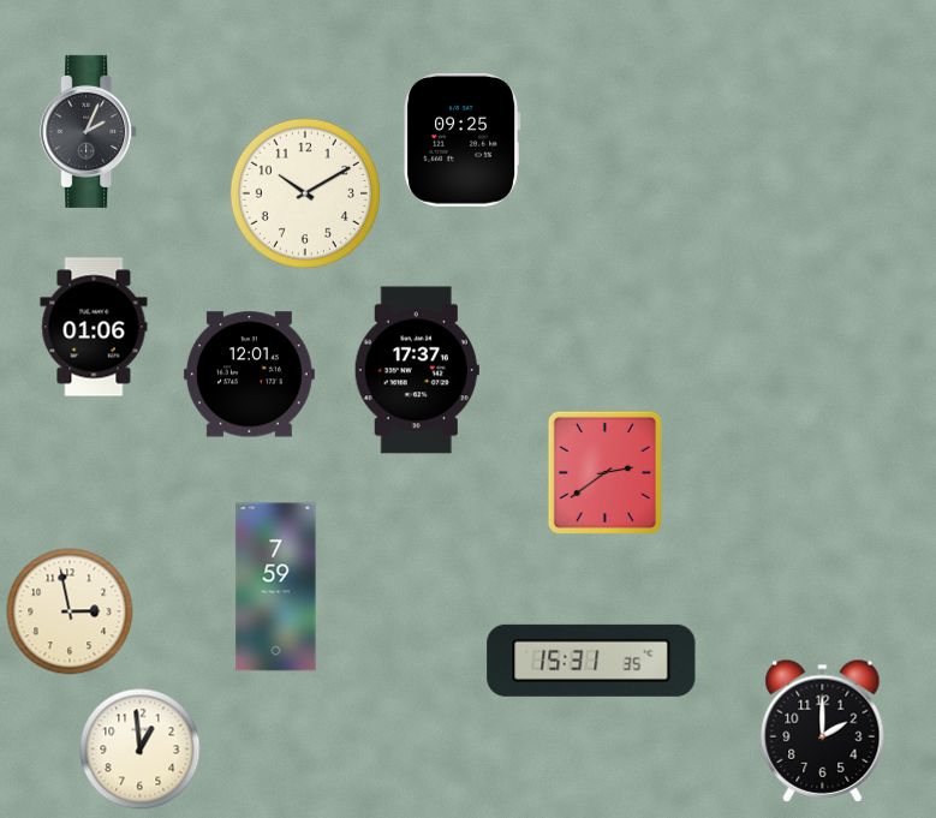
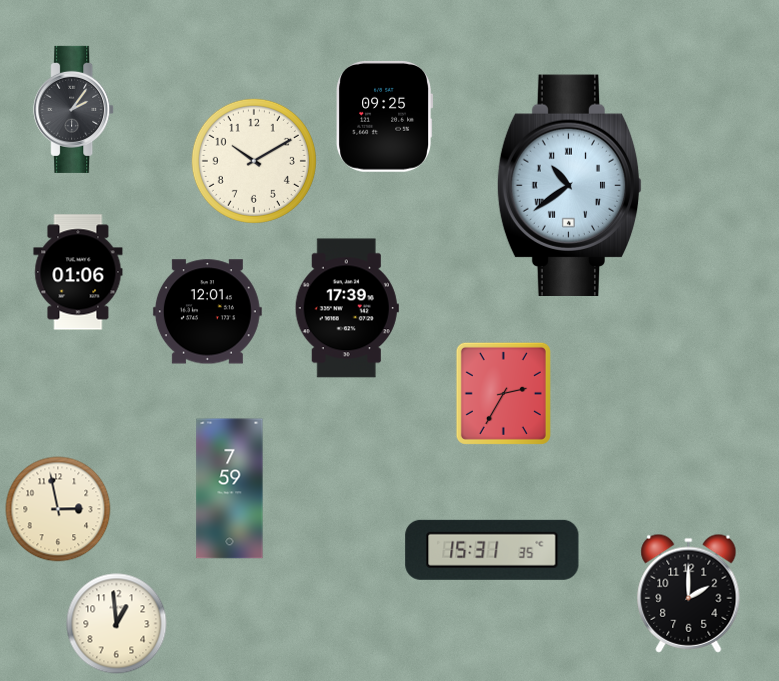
clock at (89, 131): 2:04 -> 2:06
clock at (570, 185): none -> 10:39
clock at (417, 370): 17:37 -> 17:39
clock at (604, 472): 2:39 -> 2:35
clock at (823, 730) position: (823, 730) -> (689, 593)
